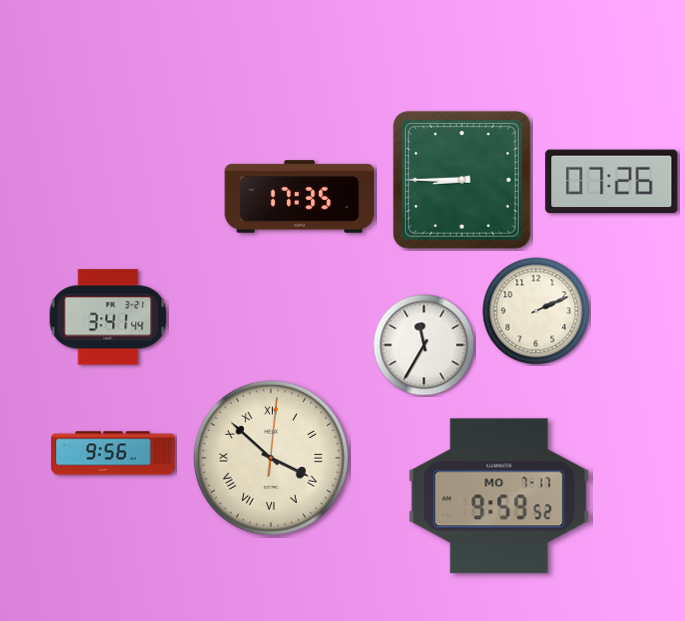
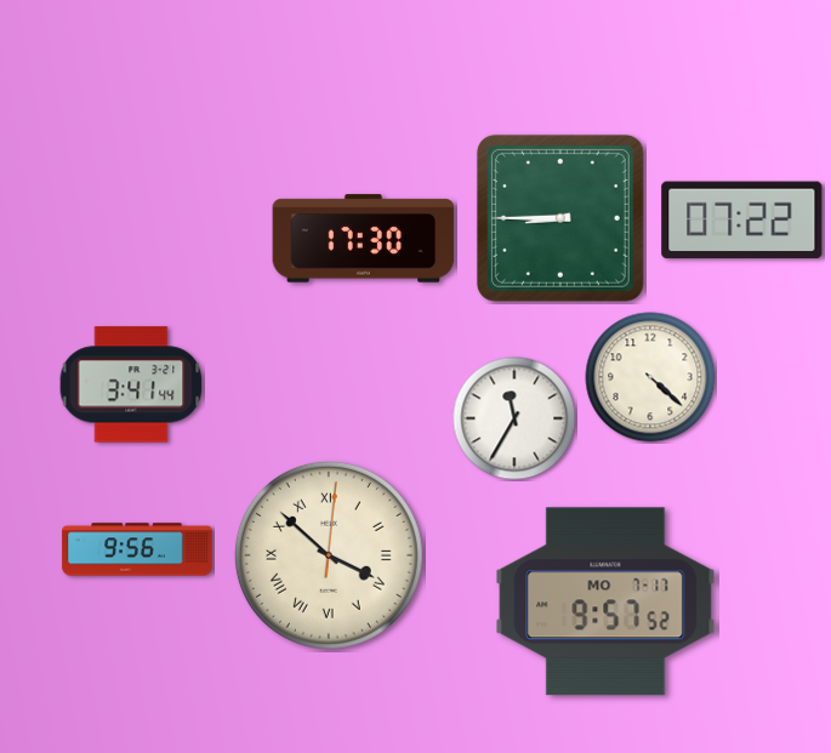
clock at (612, 182): 07:26 -> 07:22
clock at (300, 197): 17:35 -> 17:30
clock at (536, 311): 2:11 -> 4:22
clock at (499, 496): 9:59 -> 9:57
